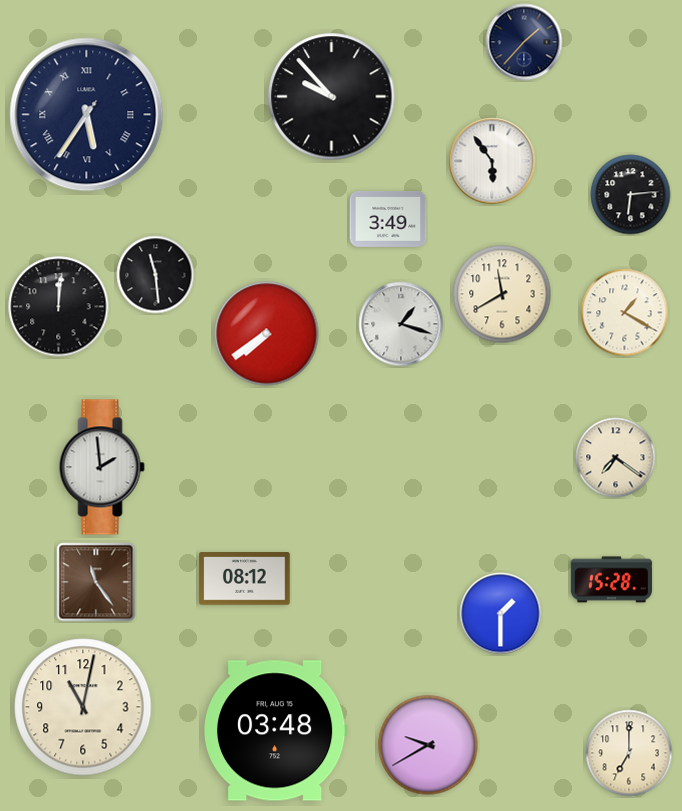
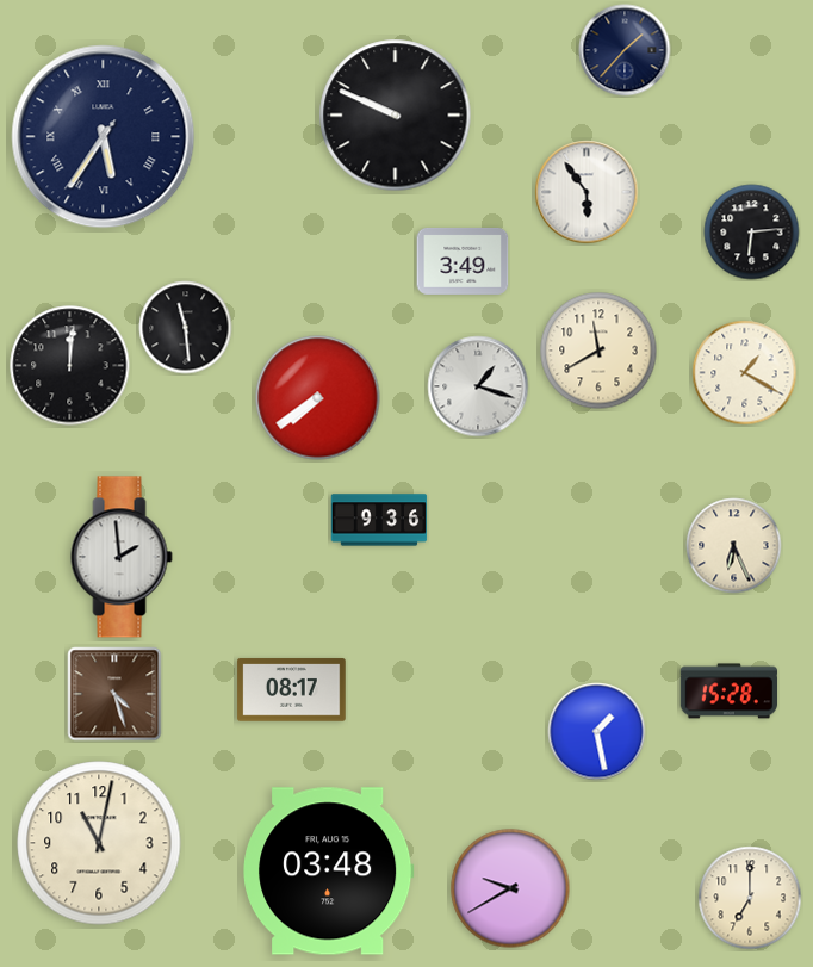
clock at (332, 97): 9:53 -> 9:49
clock at (379, 520): none -> 9:36
clock at (616, 458): 7:21 -> 6:26
clock at (245, 579): 08:12 -> 08:17
clock at (96, 582): 11:24 -> 4:27
clock at (501, 614): 1:30 -> 1:28
